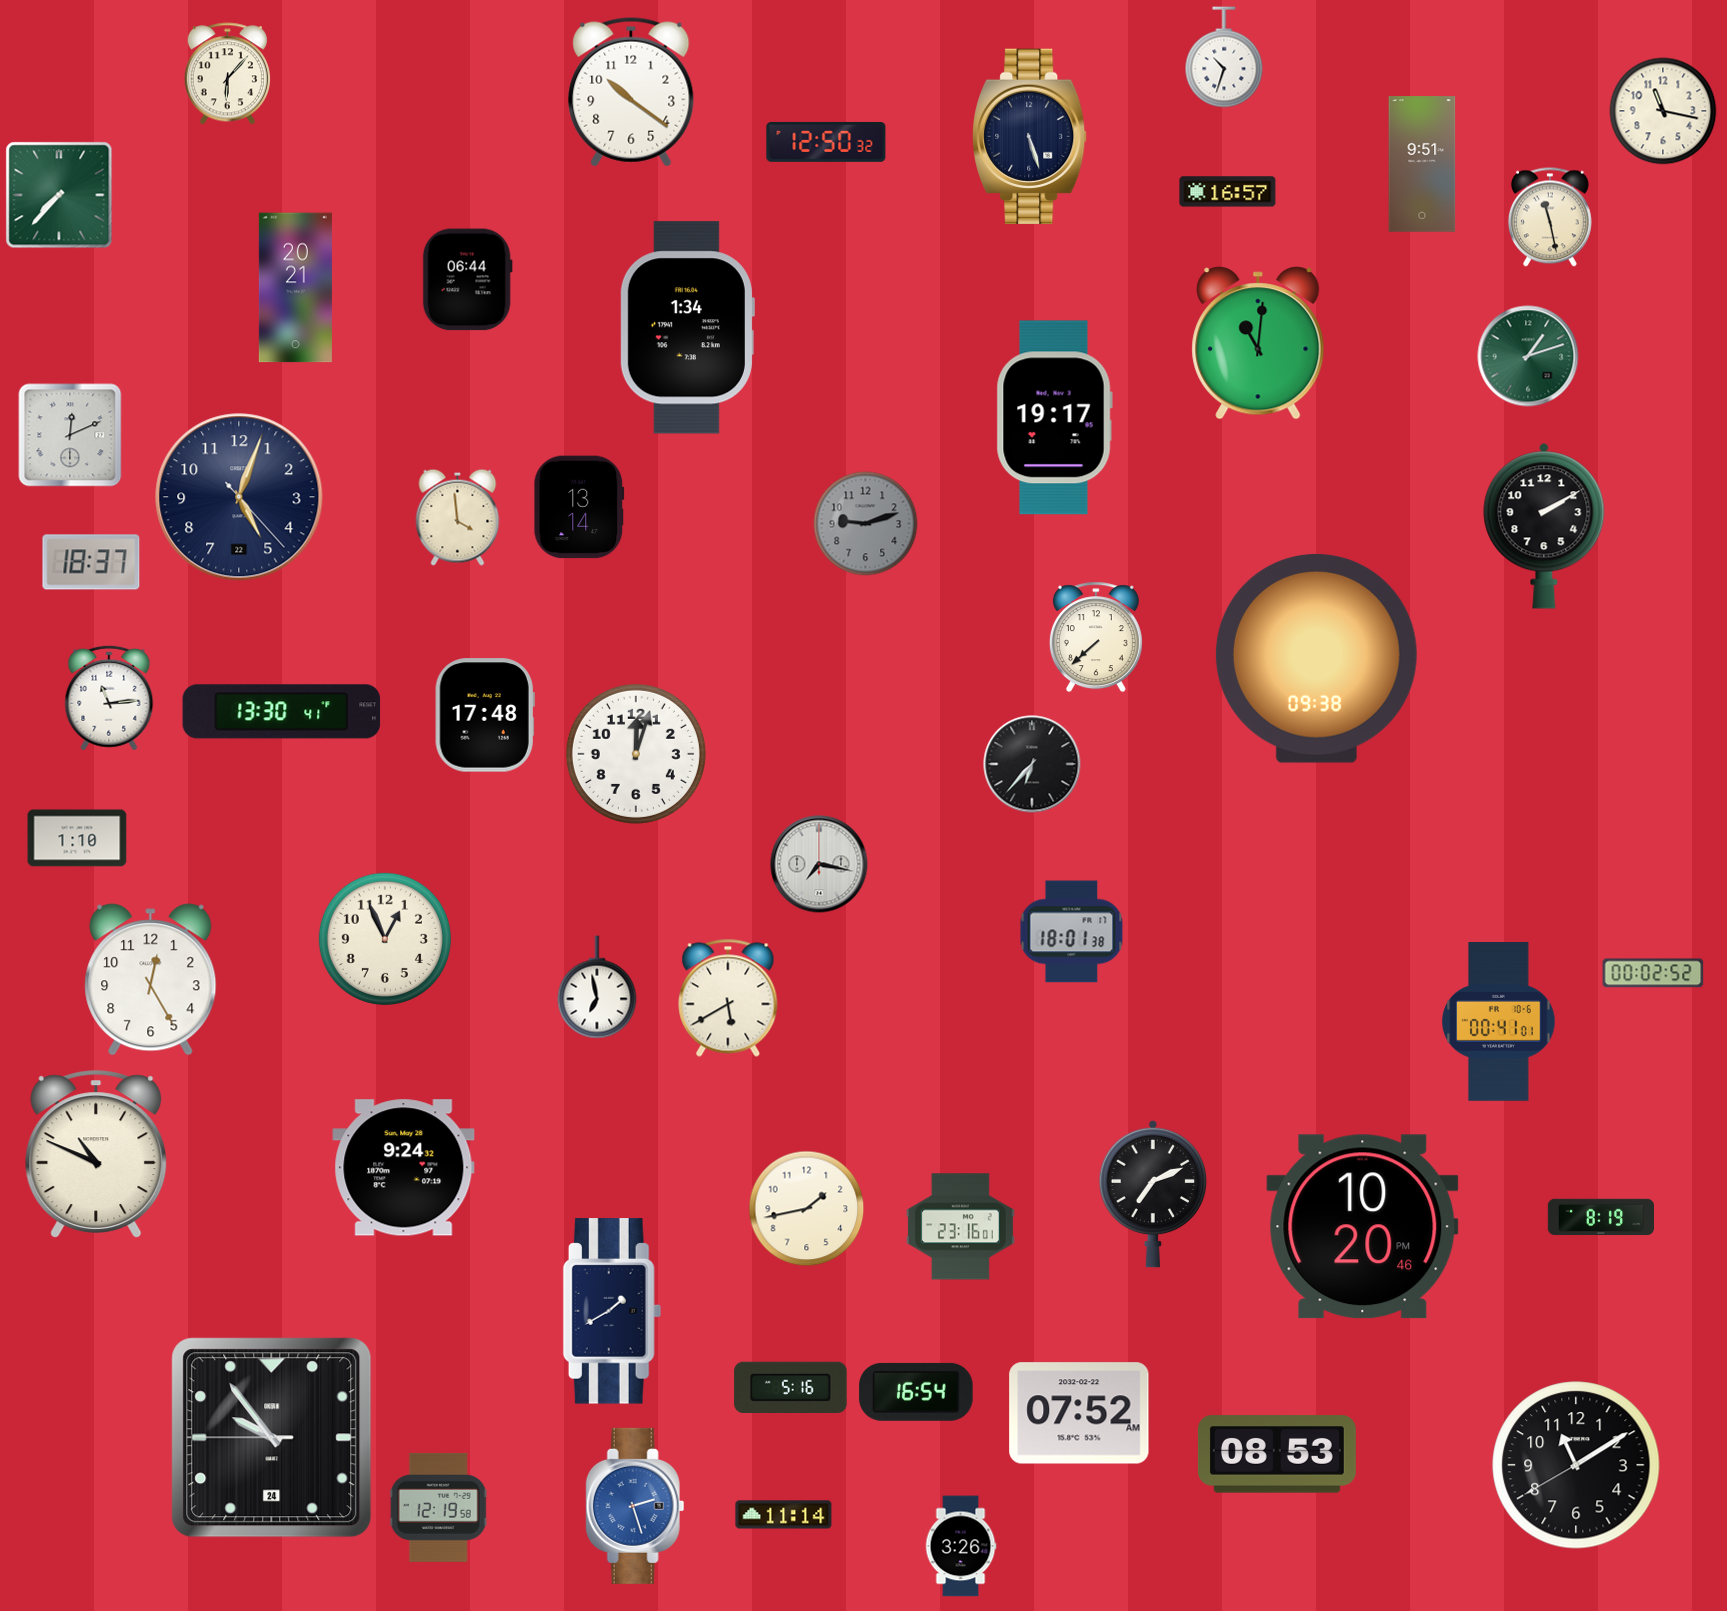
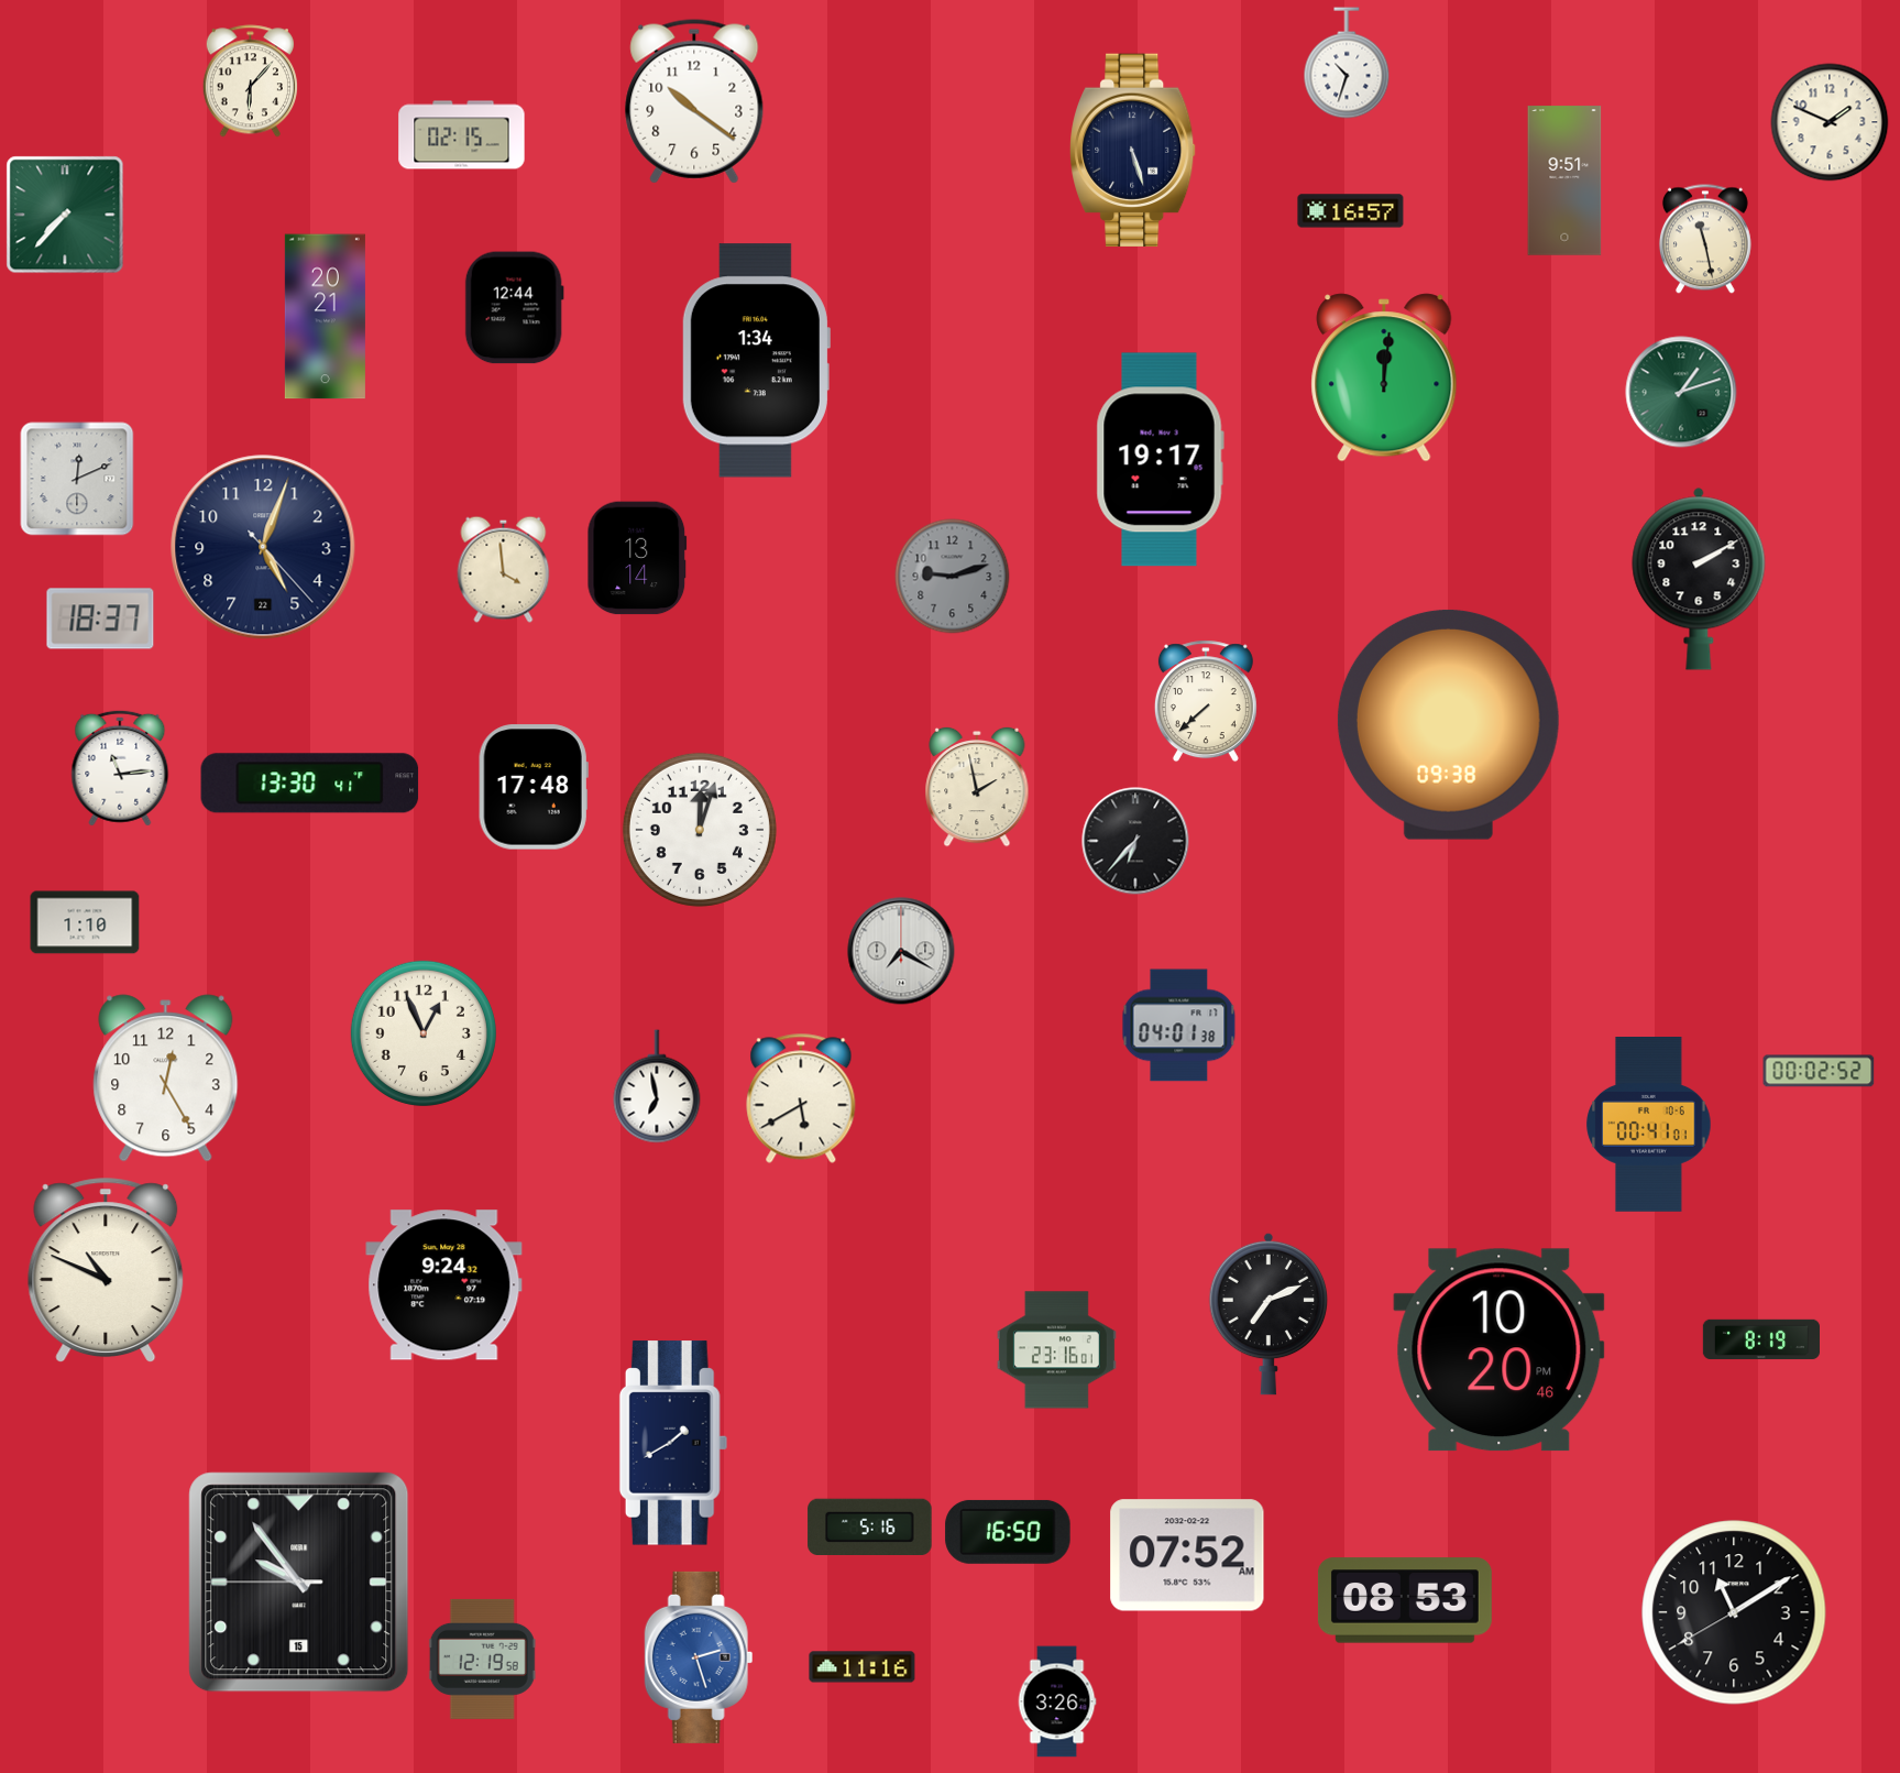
clock at (1663, 111): 11:17 -> 1:49
clock at (462, 135): none -> 02:15
clock at (826, 142): 12:50 -> none
clock at (467, 280): 06:44 -> 12:44
clock at (1258, 343): 11:01 -> 12:01
clock at (977, 787): none -> 1:58
clock at (819, 864): 7:17 -> 7:20
clock at (1072, 932): 18:01 -> 04:01
clock at (807, 1209): 1:43 -> none
clock at (916, 1392): 16:54 -> 16:50
clock at (272, 1438) date: 24 -> 15
clock at (784, 1515): 11:14 -> 11:16
